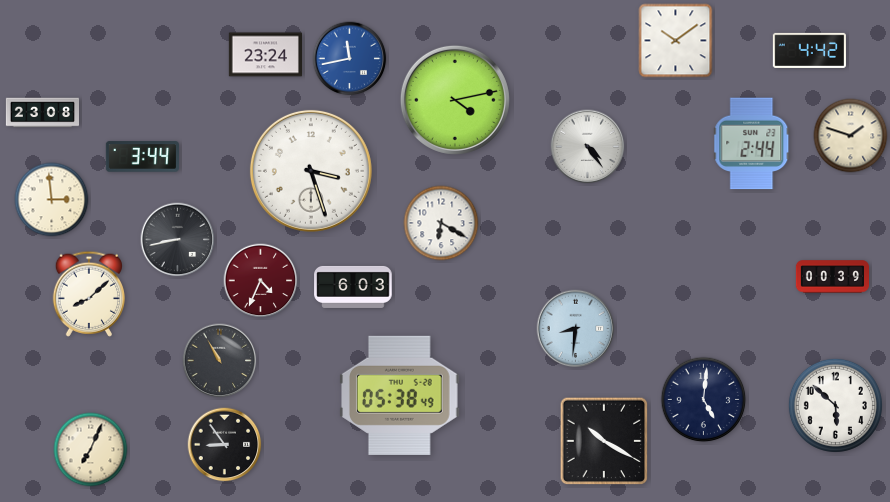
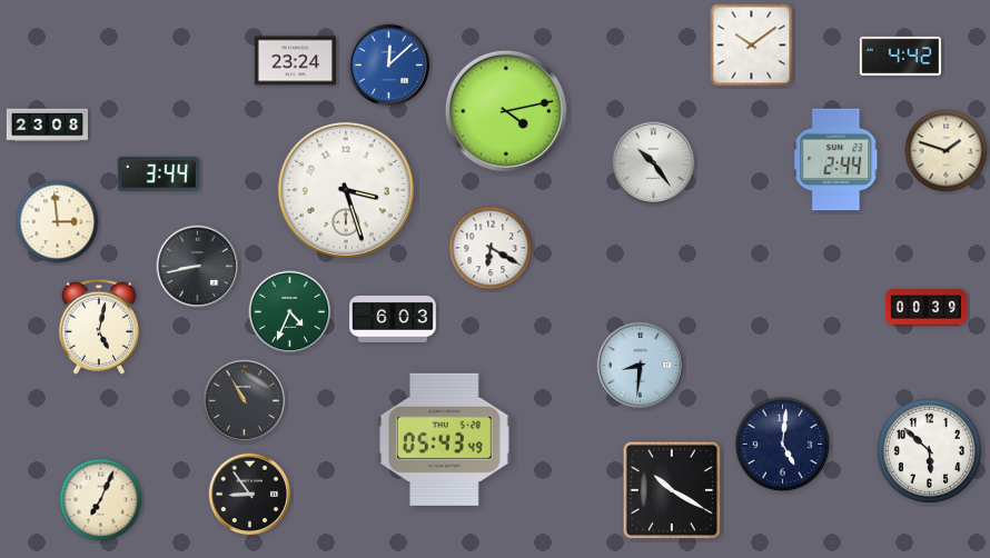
clock at (350, 59): 11:43 -> 12:08
clock at (588, 147): 4:24 -> 10:24
clock at (261, 281) dial: burgundy -> green
clock at (88, 294): 8:08 -> 5:02
clock at (400, 395): 05:38 -> 05:43
